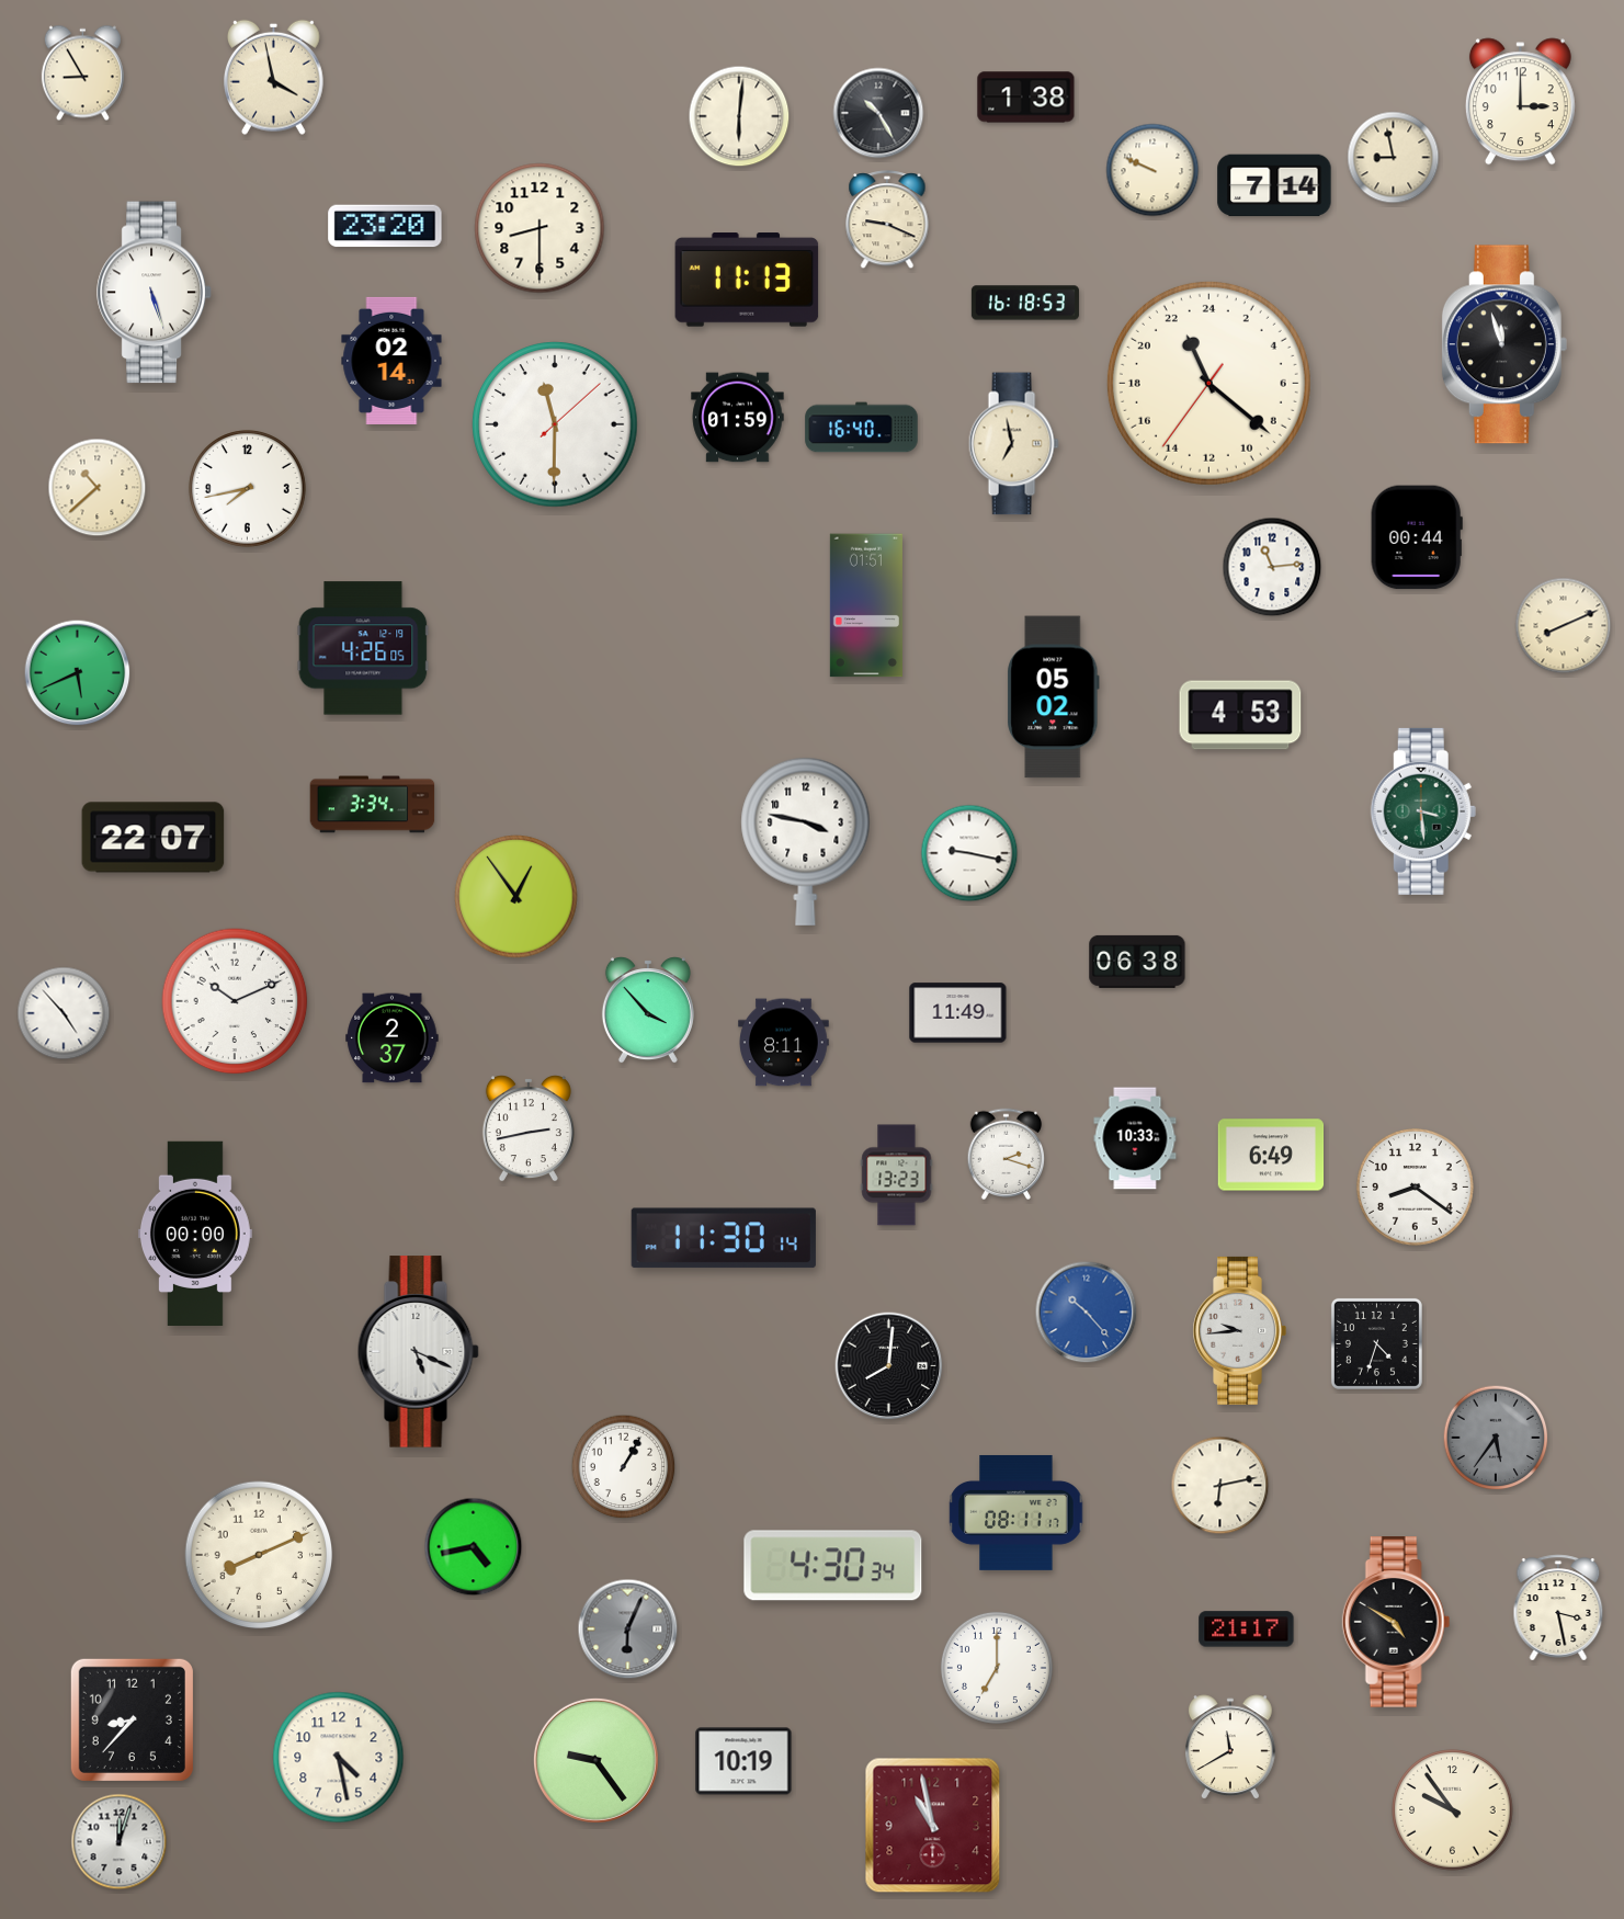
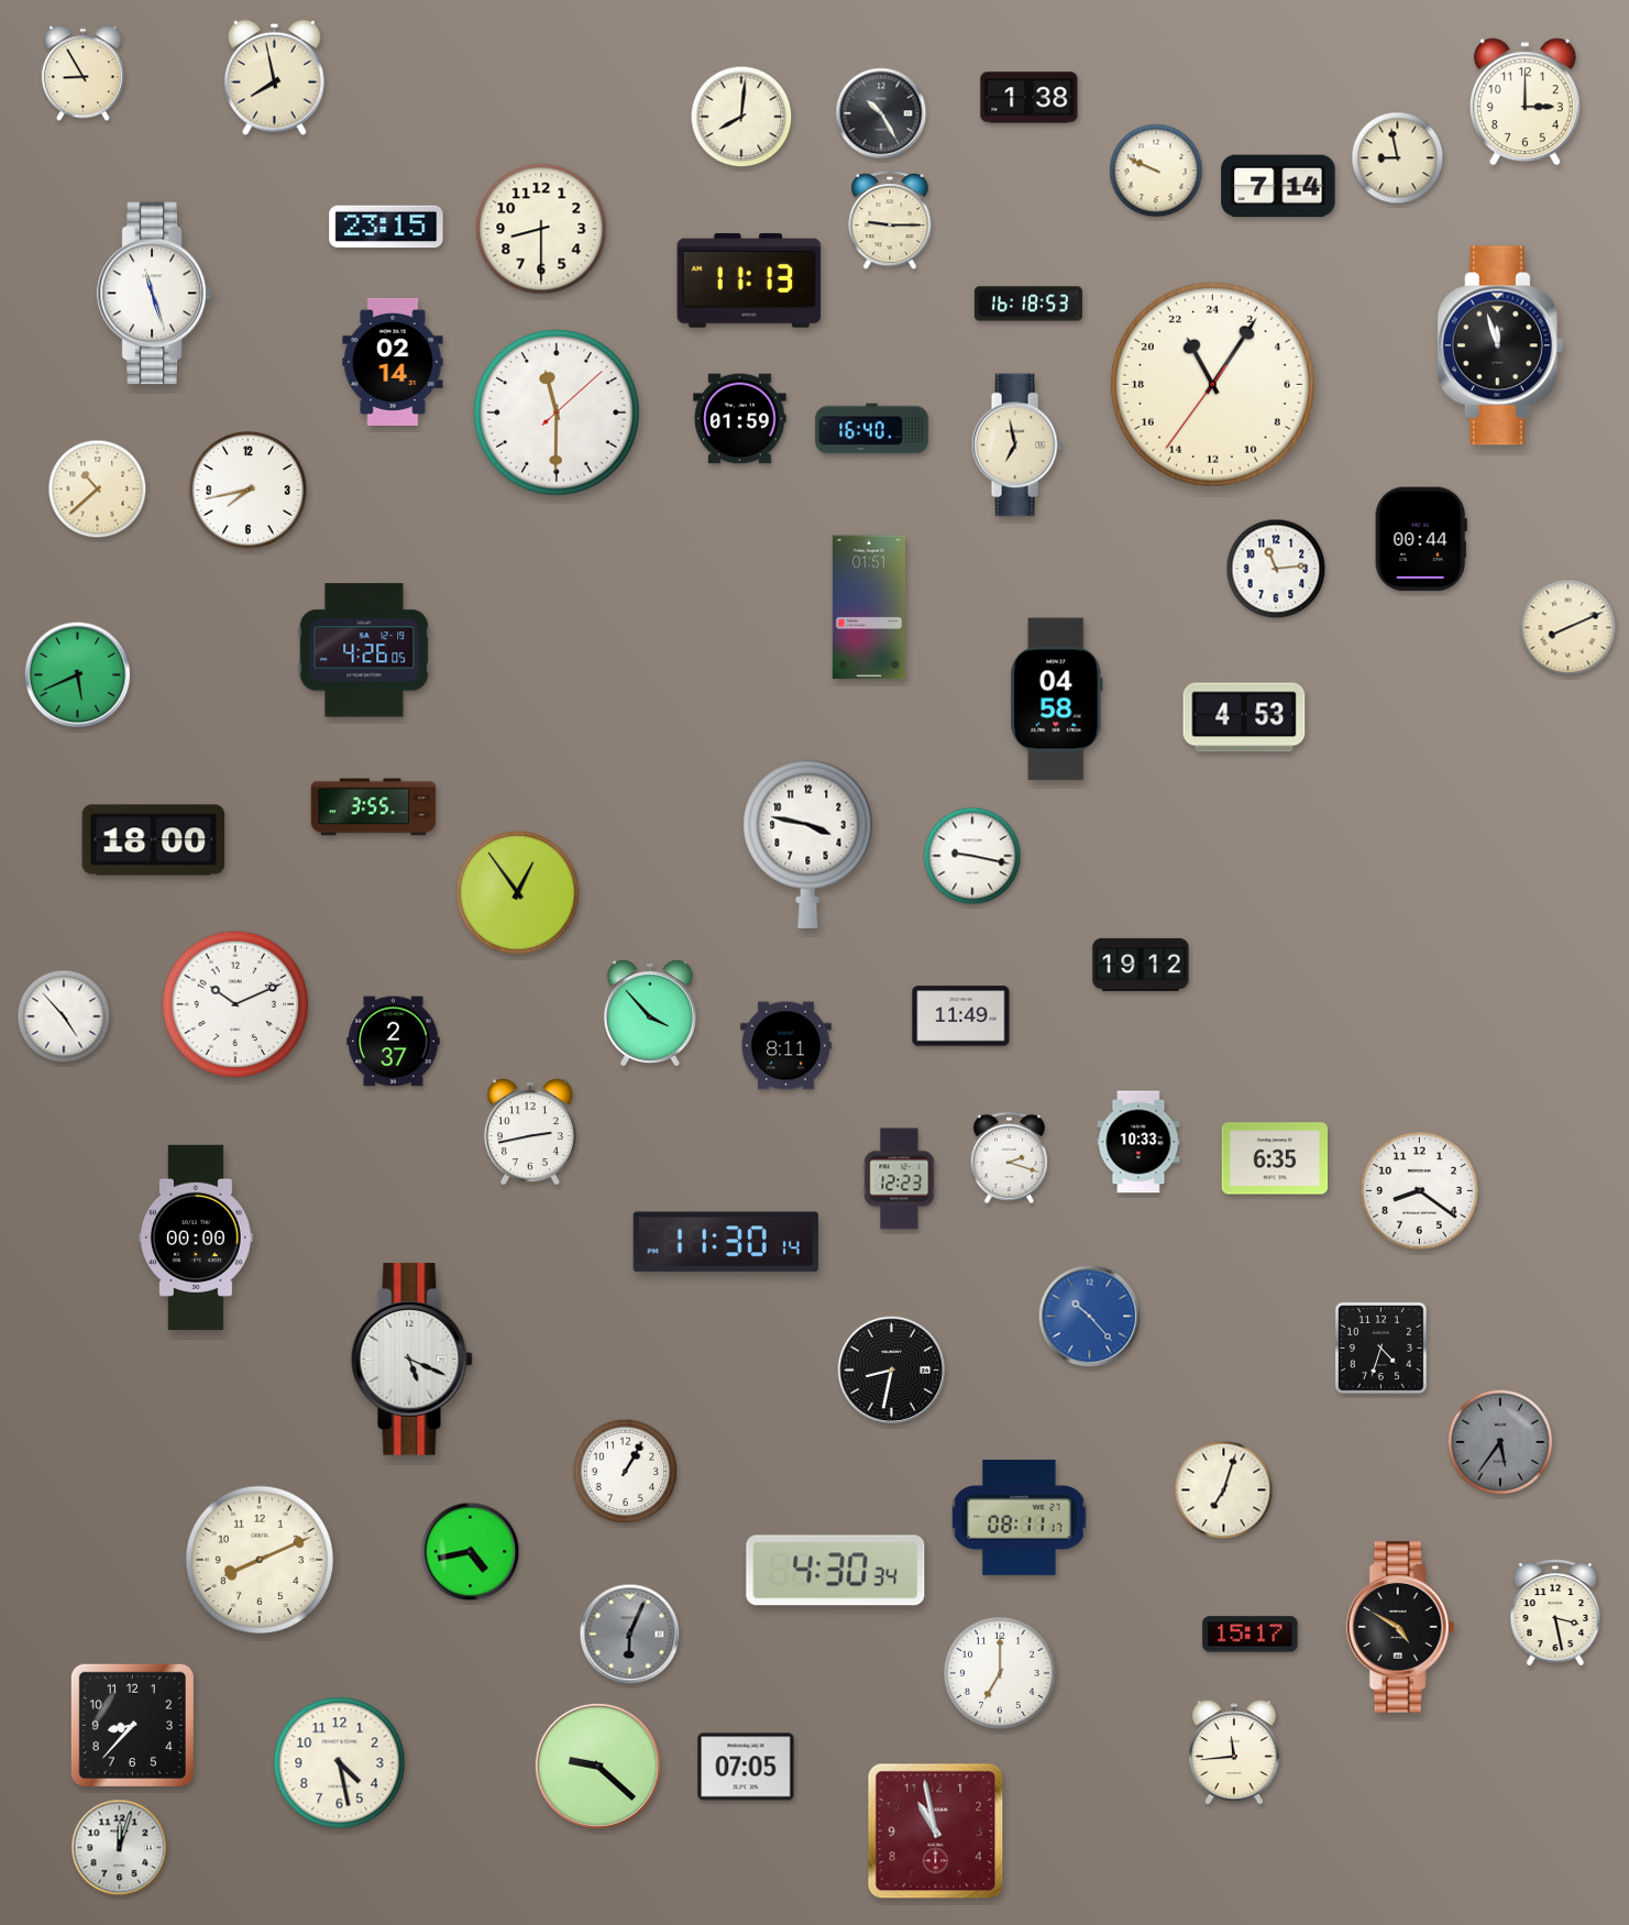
clock at (274, 77): 3:58 -> 7:58
clock at (739, 116): 6:01 -> 8:01
clock at (887, 220): 9:19 -> 9:15
clock at (385, 226): 23:20 -> 23:15
clock at (155, 293): 5:27 -> 11:27
clock at (1504, 344) position: (1504, 344) -> (1500, 345)
clock at (1208, 383): 22:21 -> 22:05
clock at (555, 424) position: (555, 424) -> (557, 413)
clock at (862, 428) position: (862, 428) -> (872, 429)
clock at (1054, 697): 05:02 -> 04:58
clock at (373, 805): 3:34 -> 3:55
clock at (1423, 811): 3:29 -> none
clock at (154, 838): 22:07 -> 18:00
clock at (516, 897) position: (516, 897) -> (518, 893)
clock at (1137, 962): 06:38 -> 19:12
clock at (1271, 1155): 6:49 -> 6:35
clock at (897, 1176): 13:23 -> 12:23
clock at (1239, 1330): 9:44 -> none
clock at (418, 1352) position: (418, 1352) -> (411, 1360)
clock at (889, 1366): 8:01 -> 8:32
clock at (1220, 1486): 6:13 -> 7:03
clock at (474, 1547) position: (474, 1547) -> (471, 1552)
clock at (1558, 1608) position: (1558, 1608) -> (1555, 1613)
clock at (1247, 1630): 21:17 -> 15:17
clock at (1230, 1747): 11:40 -> 11:44
clock at (595, 1760): 9:24 -> 9:22
clock at (743, 1761): 10:19 -> 07:05
clock at (1453, 1810): 9:54 -> none
